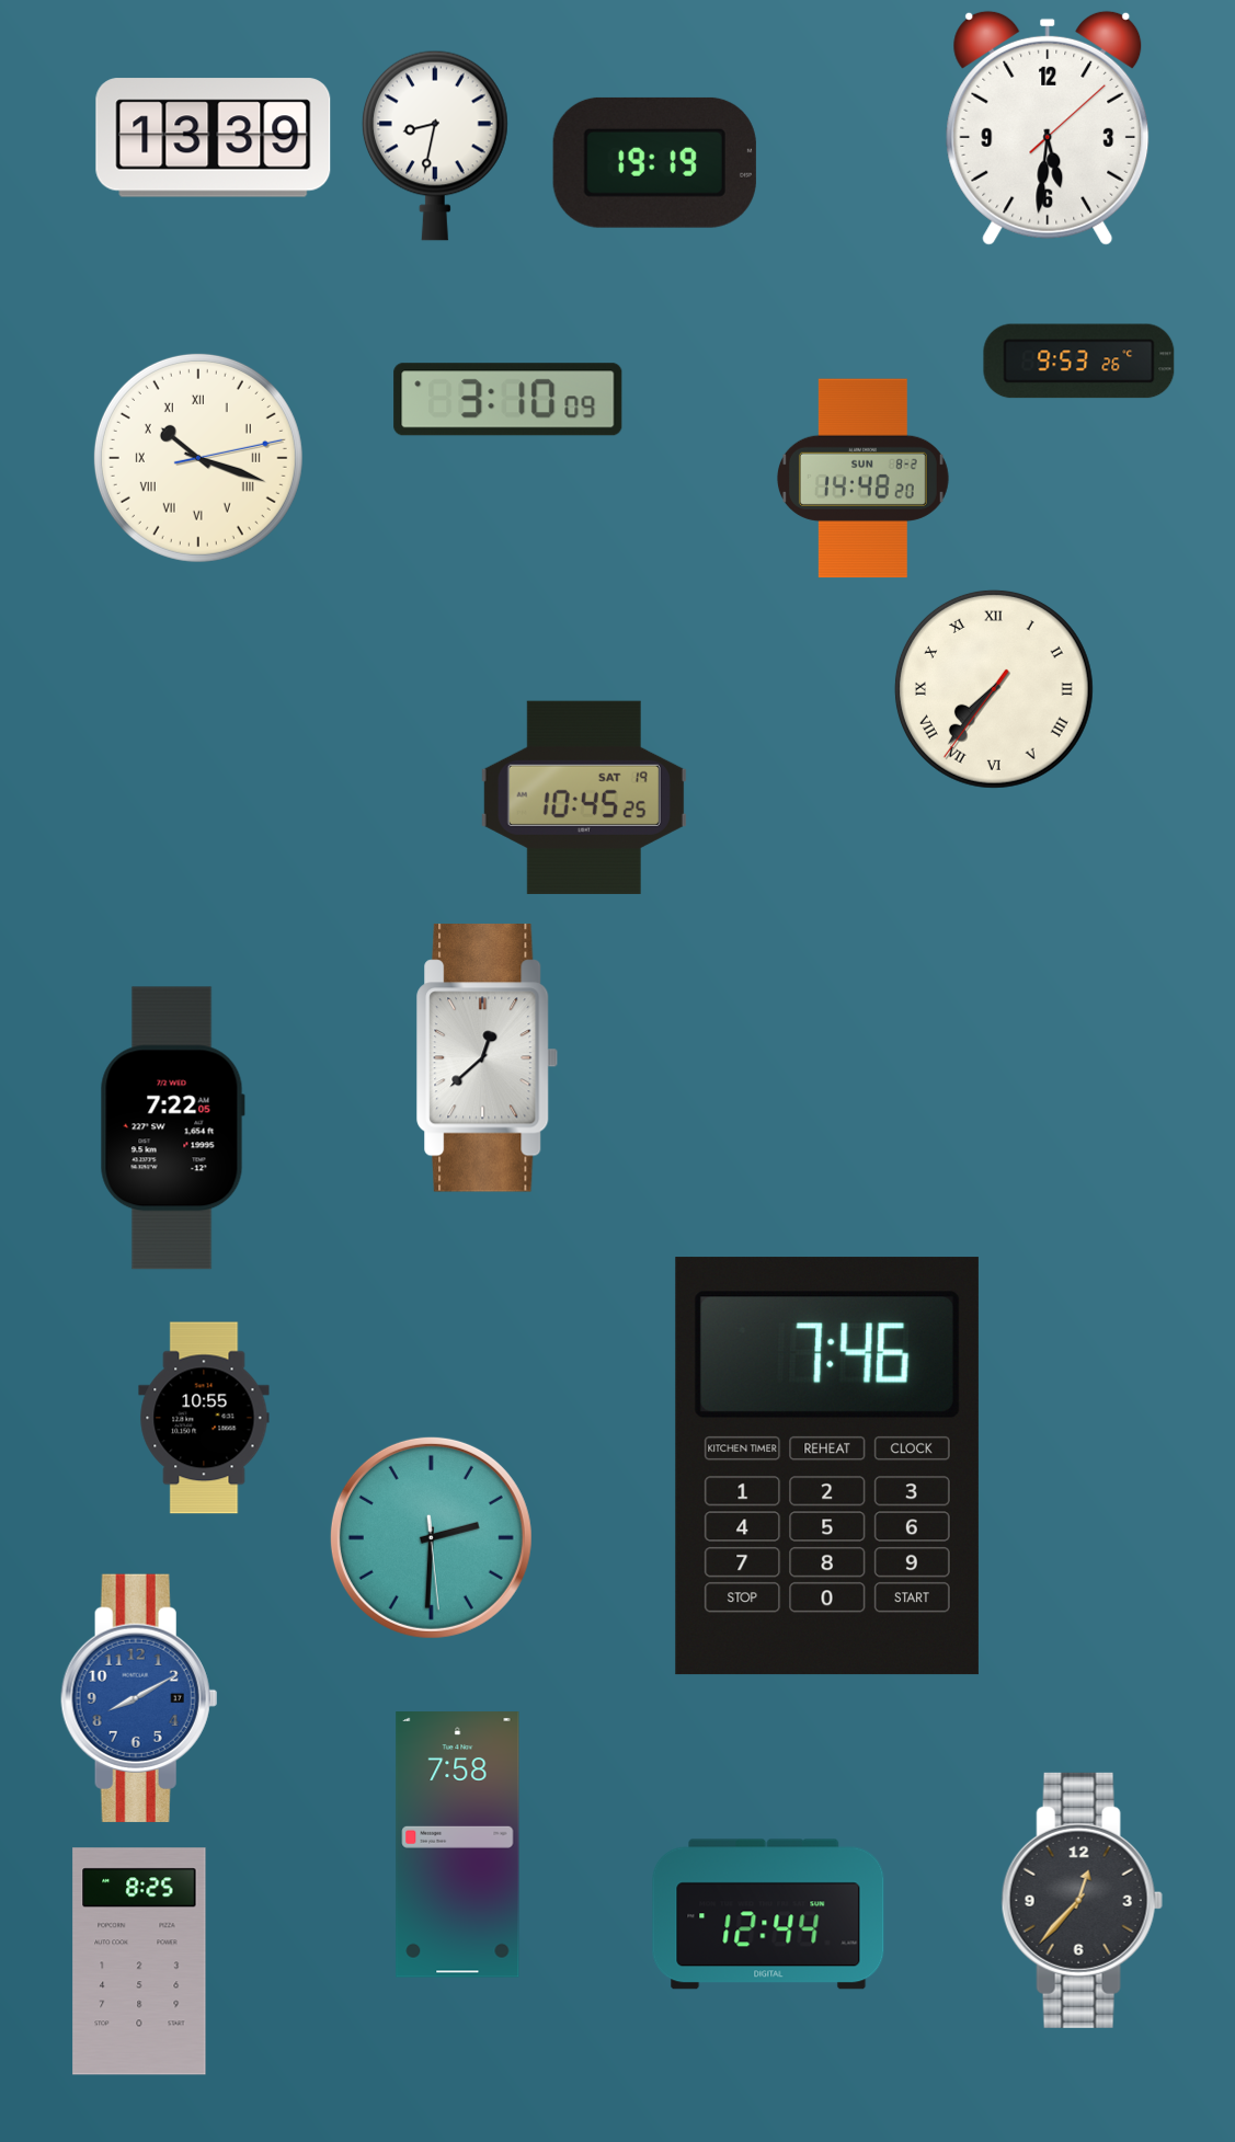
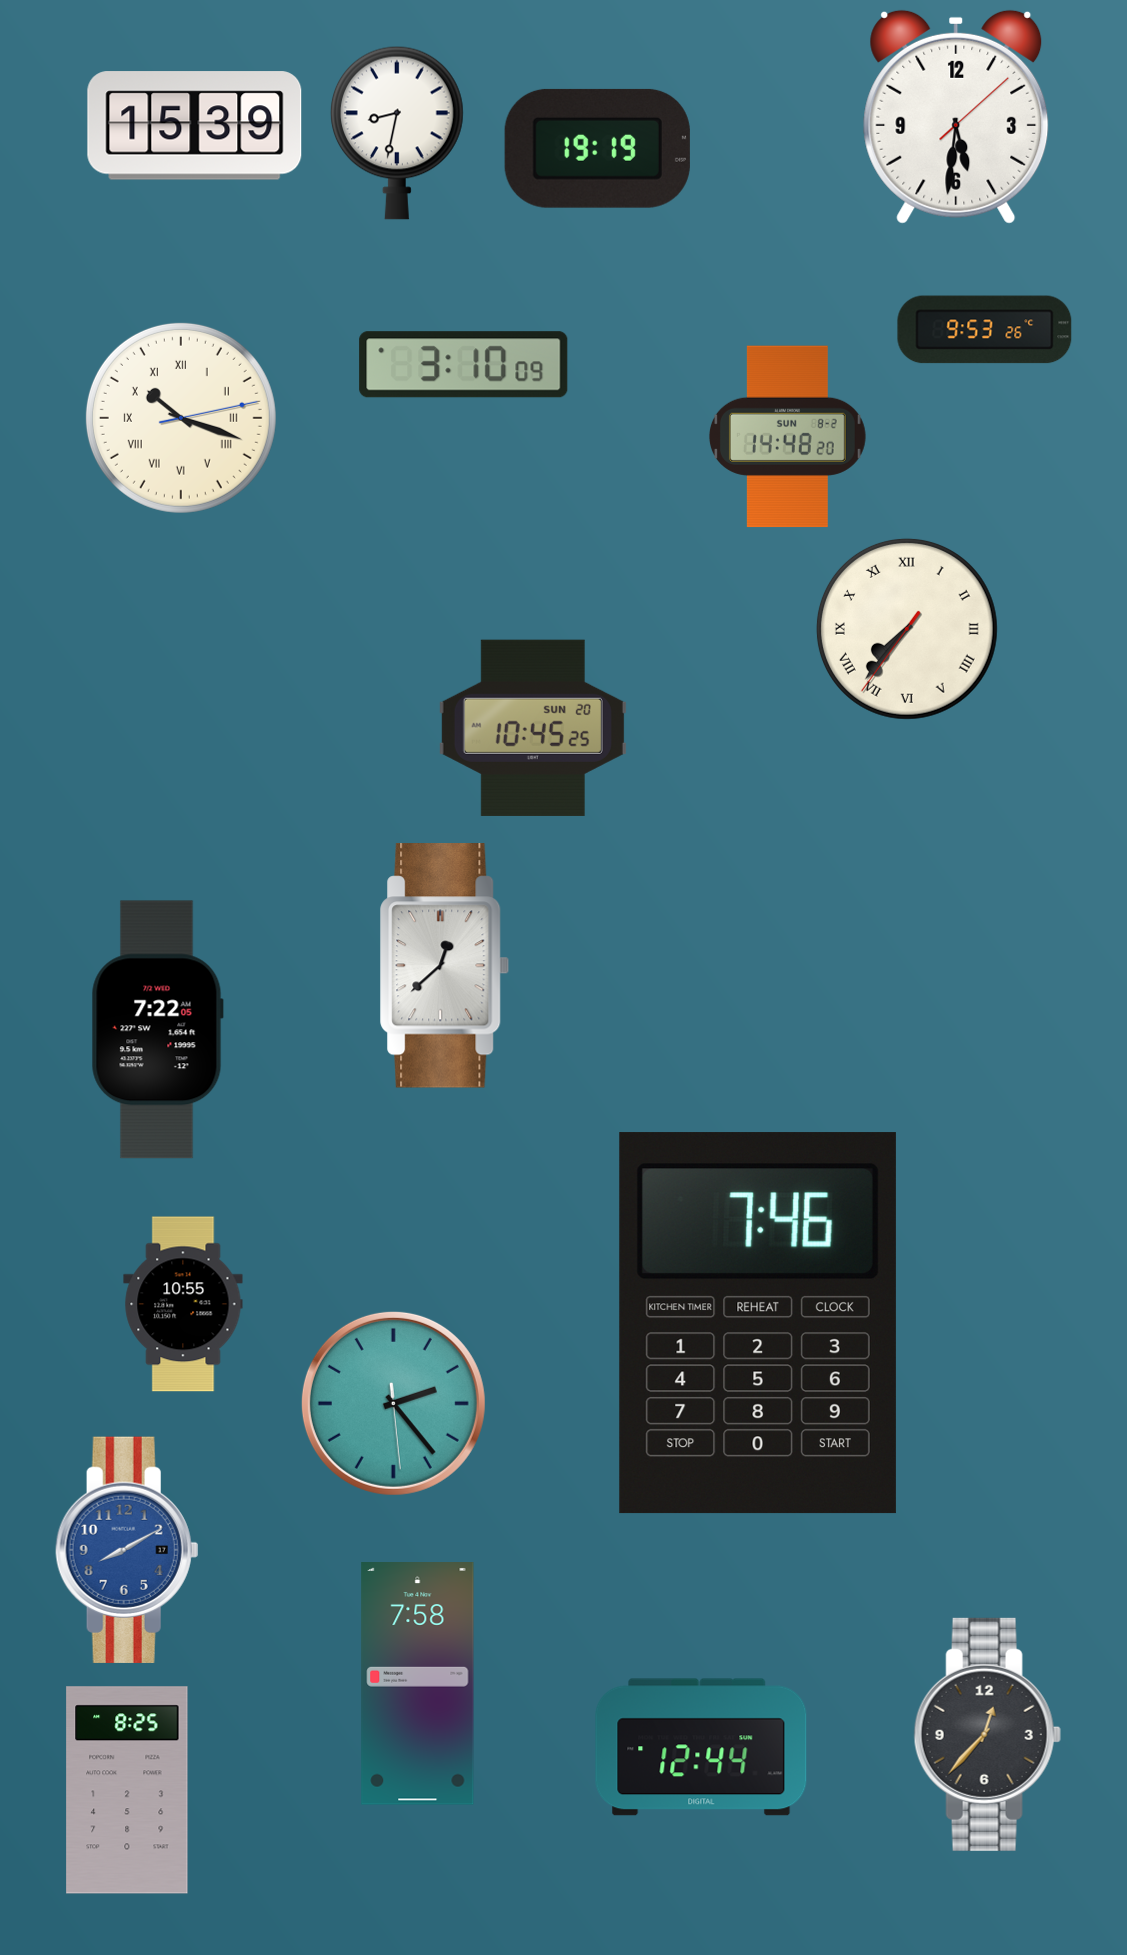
clock at (214, 138): 13:39 -> 15:39
clock at (584, 798) date: SAT 19 -> SUN 20
clock at (204, 1418) position: (204, 1418) -> (183, 1304)
clock at (827, 1466) position: (827, 1466) -> (758, 1323)
clock at (431, 1537): 2:30 -> 2:23
